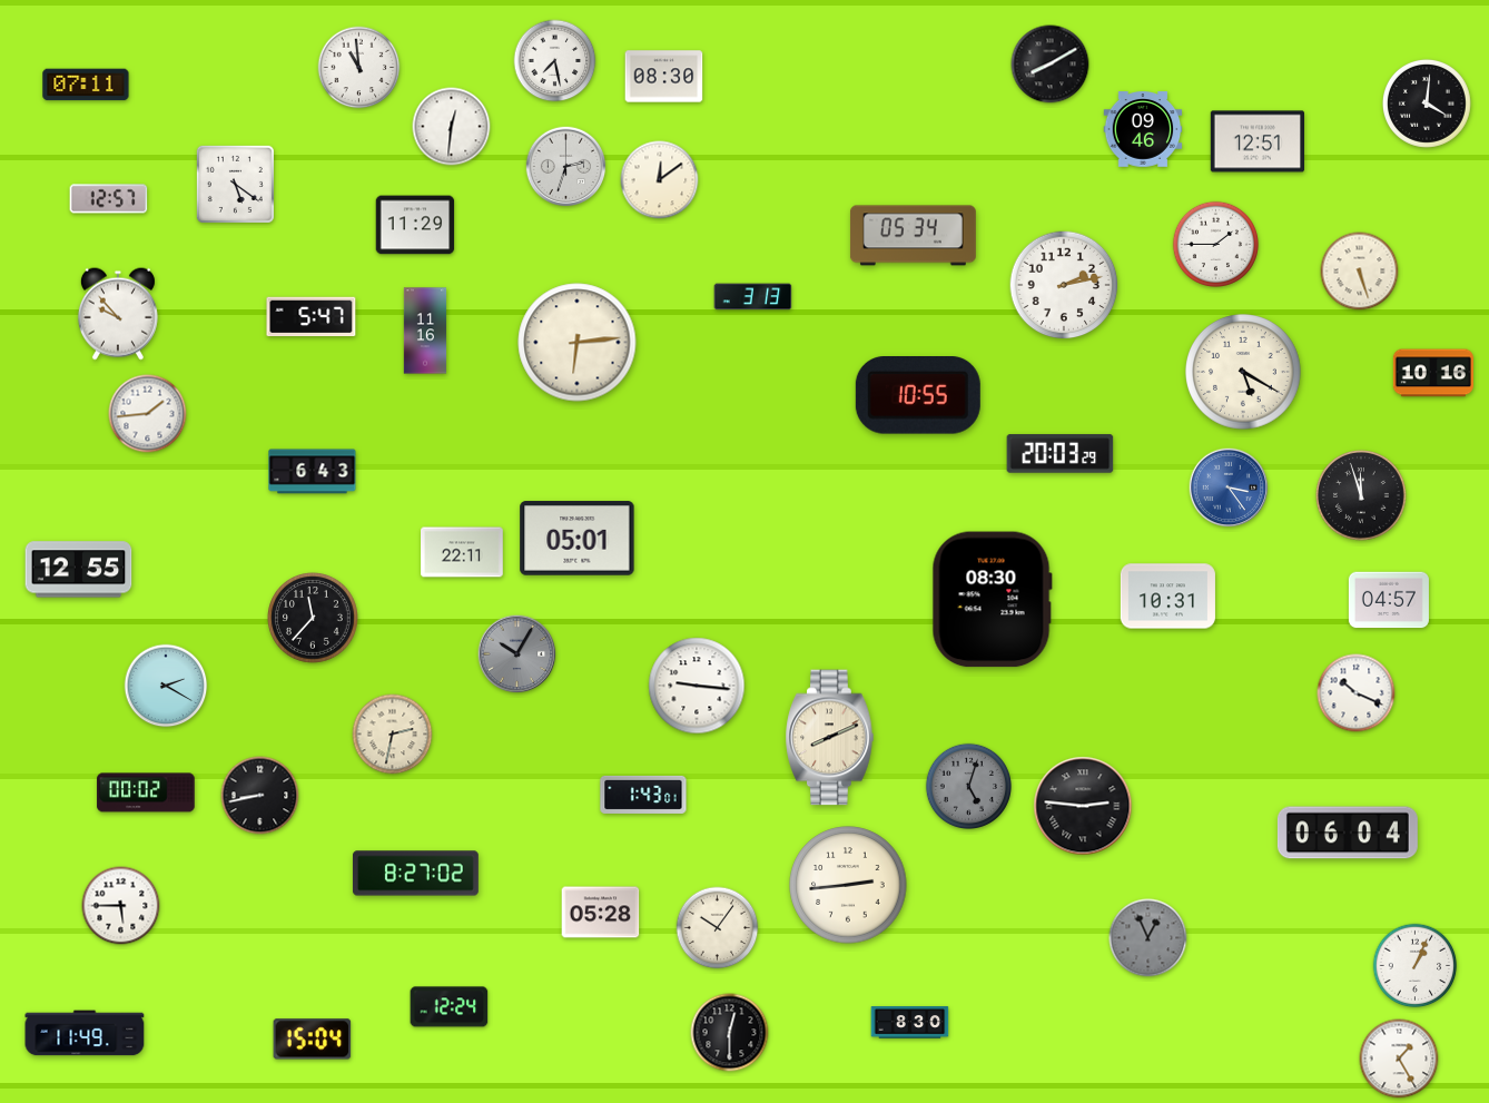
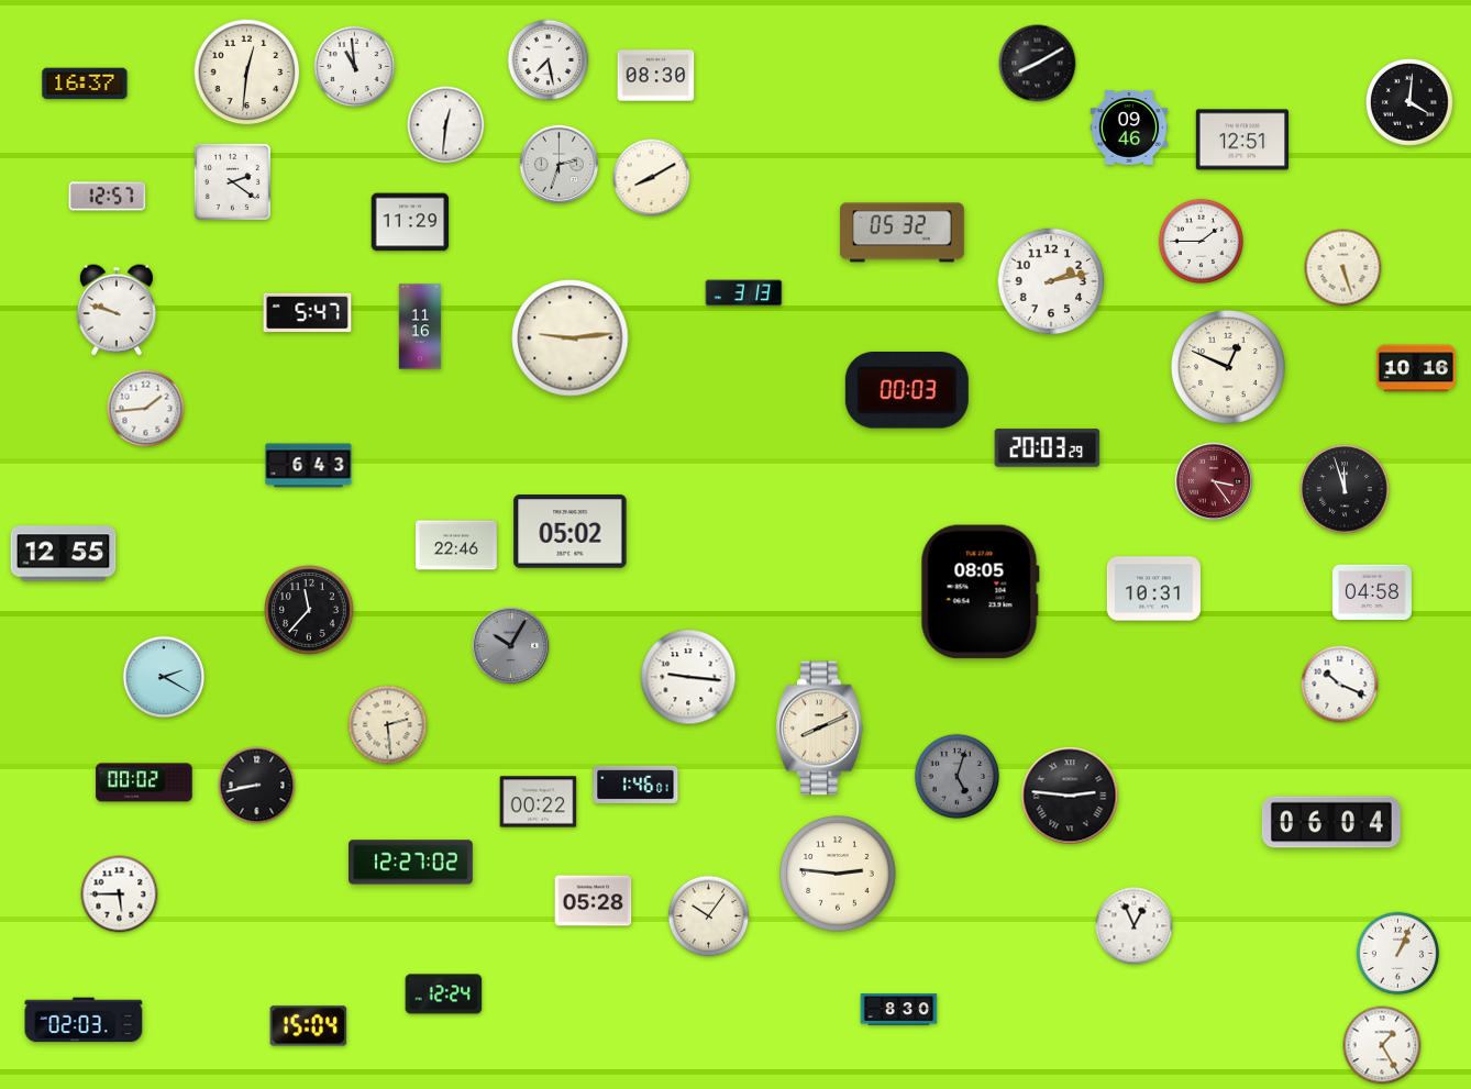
clock at (247, 73): none -> 12:31
clock at (86, 85): 07:11 -> 16:37
clock at (660, 180): 12:09 -> 8:10
clock at (235, 184): 5:21 -> 2:21
clock at (913, 236): 05:34 -> 05:32
clock at (118, 314): 9:53 -> 9:48
clock at (578, 343): 6:14 -> 9:14
clock at (1243, 372): 5:20 -> 12:49
clock at (918, 396): 10:55 -> 00:03
clock at (1229, 488) dial: blue -> burgundy
clock at (578, 539): 05:01 -> 05:02
clock at (462, 552): 22:11 -> 22:46
clock at (79, 570) position: (79, 570) -> (64, 554)
clock at (992, 600): 08:30 -> 08:05
clock at (1389, 600): 04:57 -> 04:58
clock at (393, 735): 2:32 -> 2:29
clock at (643, 795): 1:43 -> 1:46
clock at (539, 802): none -> 00:22
clock at (415, 874): 8:27 -> 12:27
clock at (848, 885): 2:44 -> 2:46
clock at (1148, 938) dial: grey -> white
clock at (85, 1033): 11:49 -> 02:03
clock at (730, 1033): 12:30 -> none
